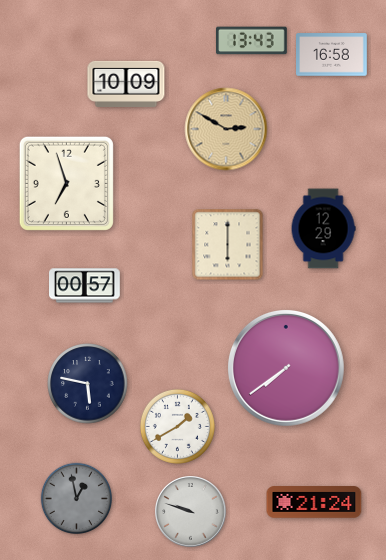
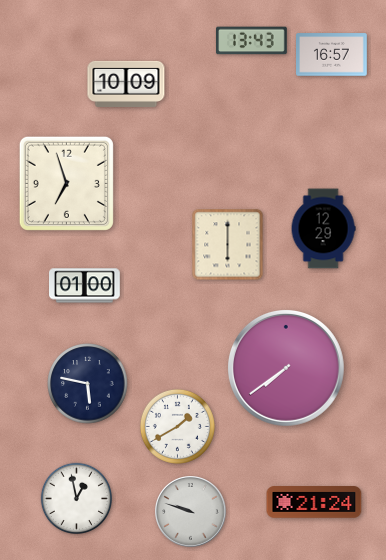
clock at (332, 55): 16:58 -> 16:57
clock at (226, 129): 2:50 -> none
clock at (85, 286): 00:57 -> 01:00
clock at (77, 499) dial: grey -> white
